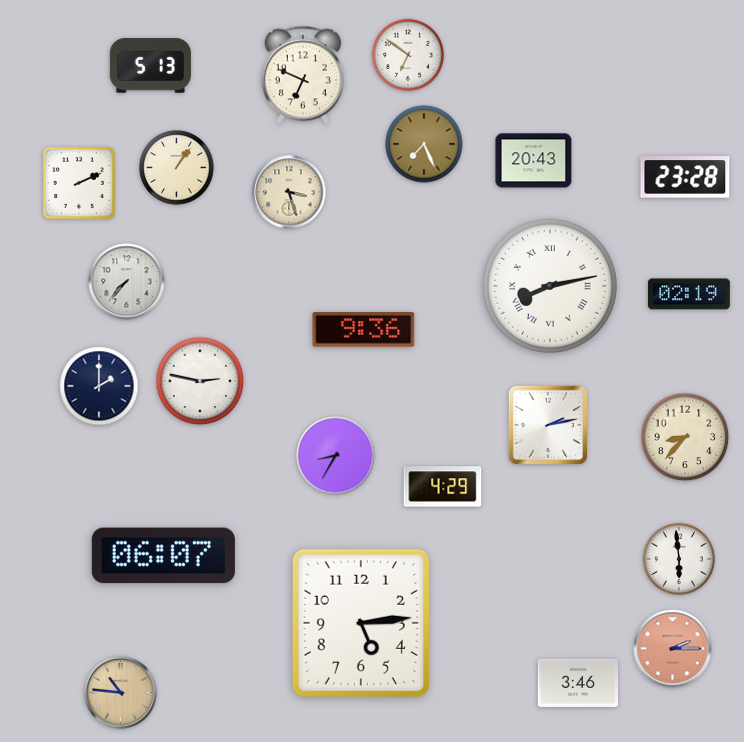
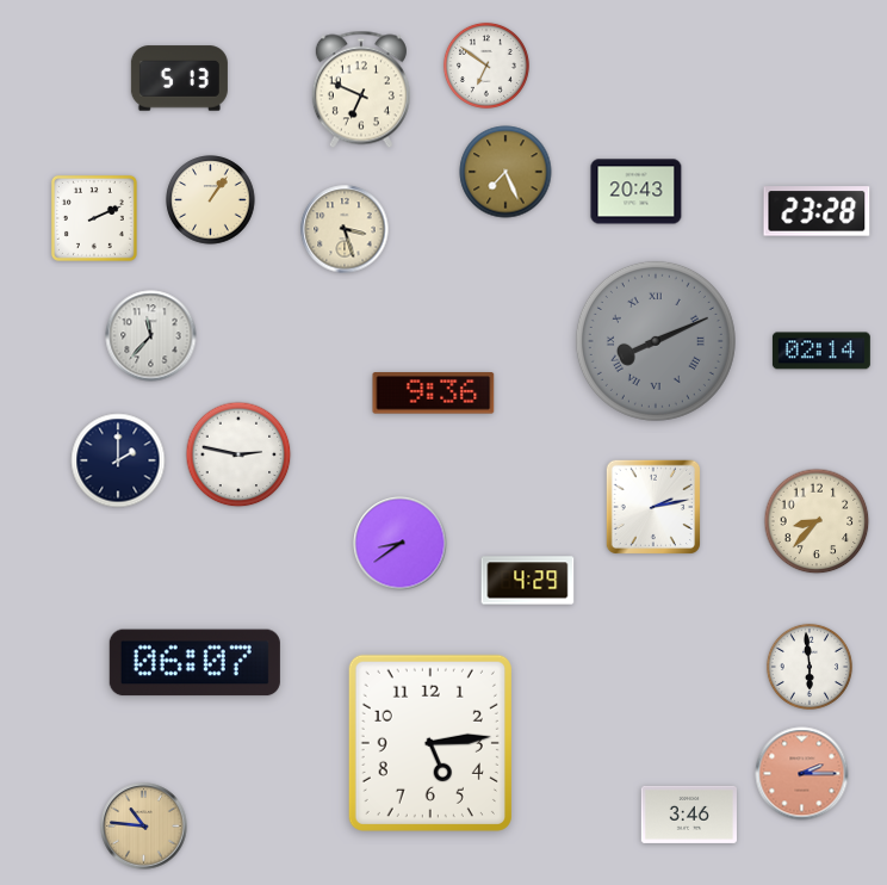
clock at (127, 282): 7:37 -> 11:37
clock at (550, 286): 8:13 -> 8:11
clock at (550, 286) dial: white -> grey
clock at (689, 294): 02:19 -> 02:14
clock at (336, 456): 8:35 -> 8:39
